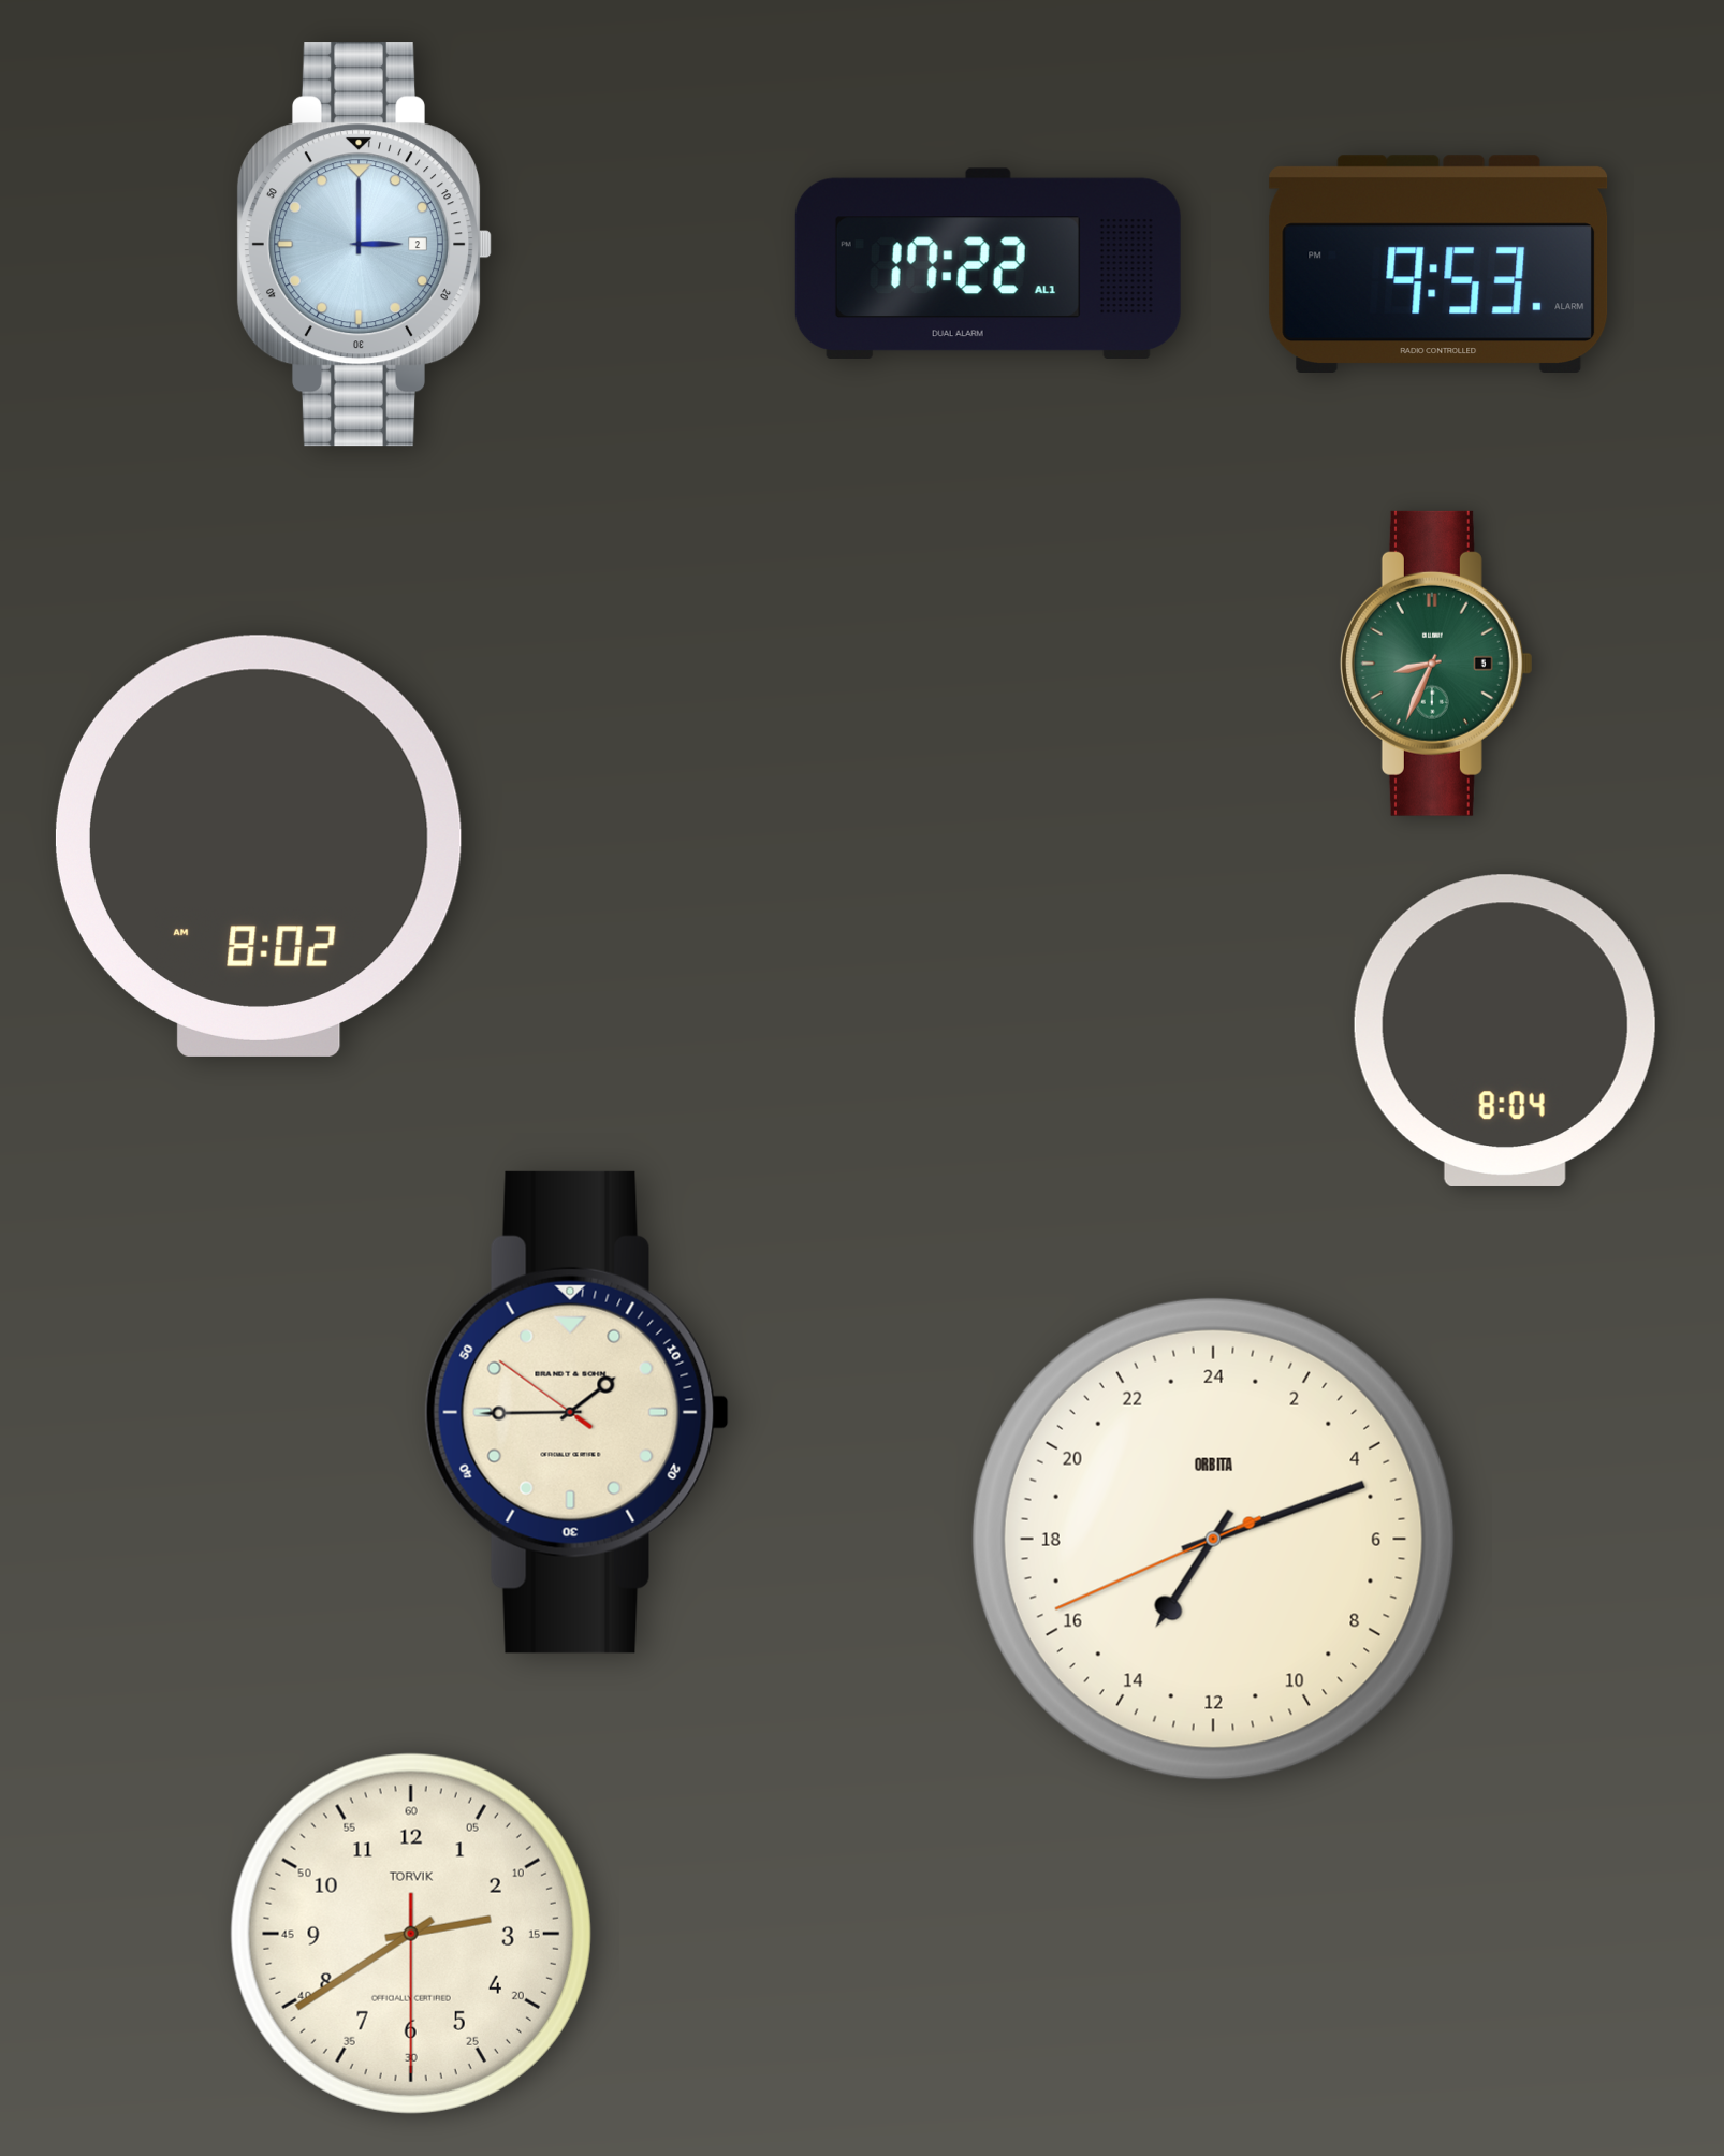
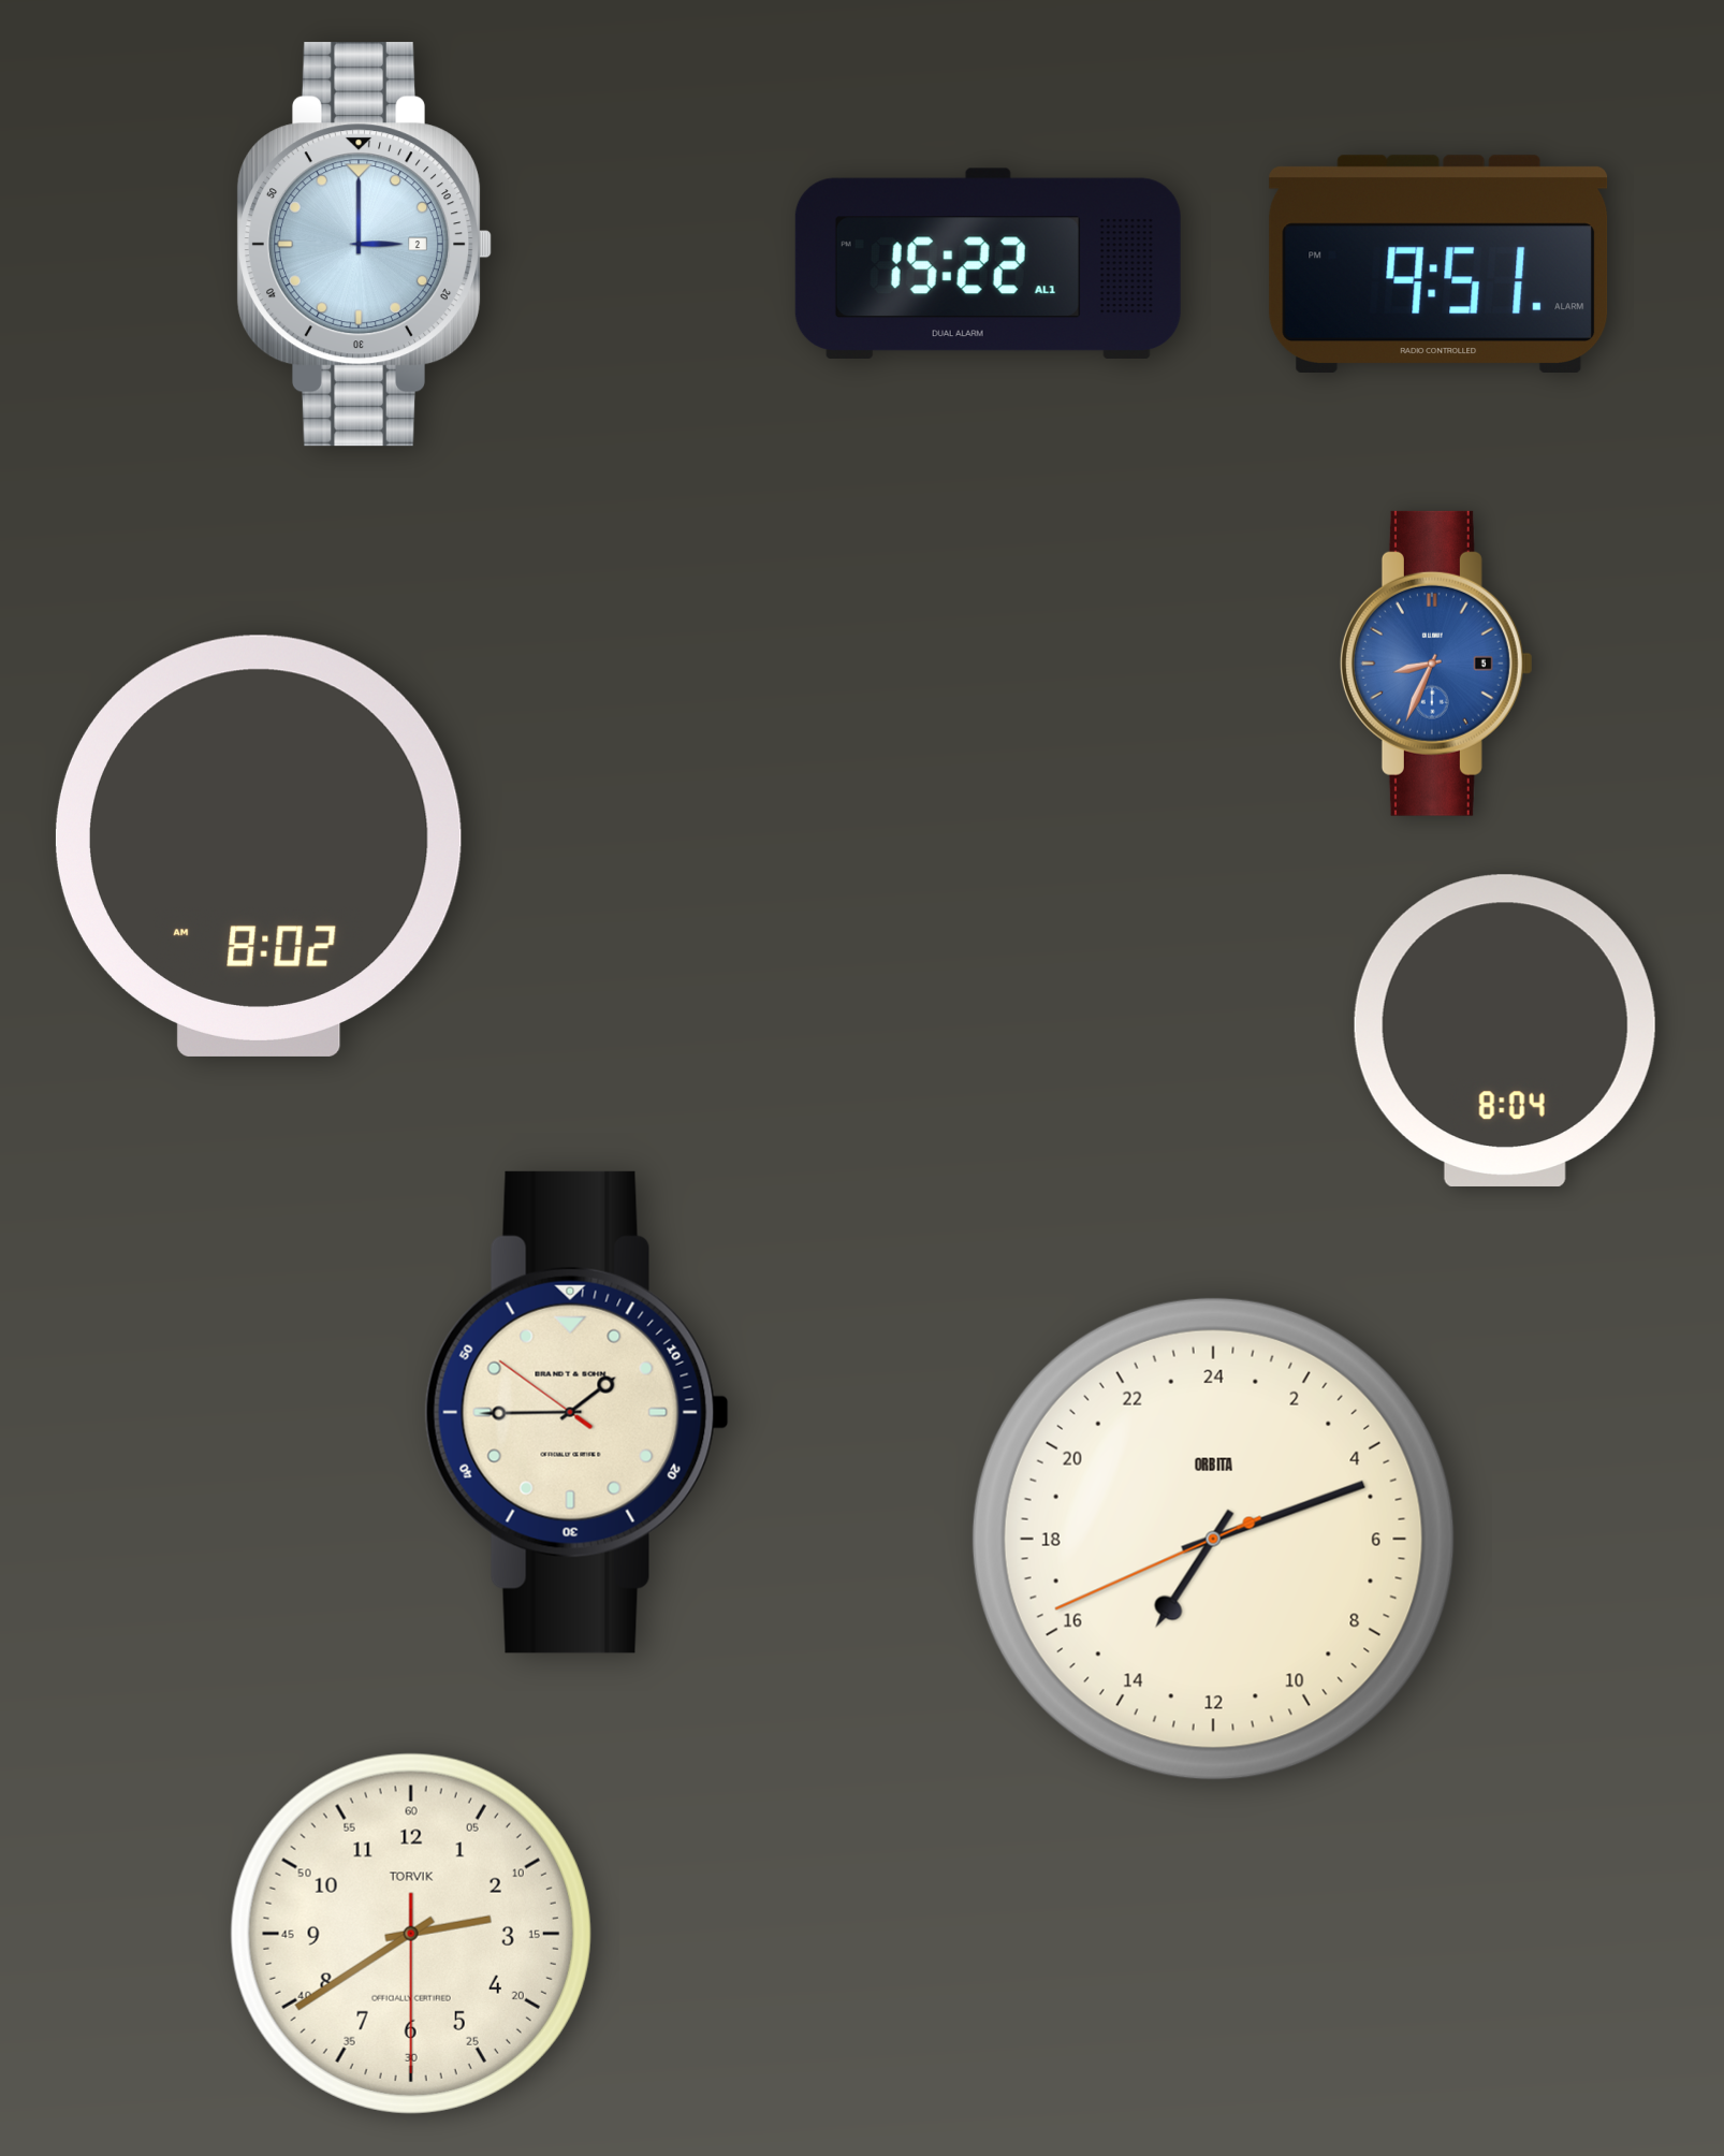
clock at (988, 263): 17:22 -> 15:22
clock at (1438, 263): 9:53 -> 9:51
clock at (1436, 664) dial: green -> blue
